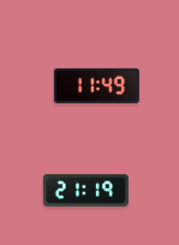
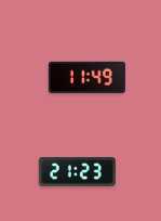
clock at (85, 190): 21:19 -> 21:23
